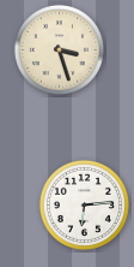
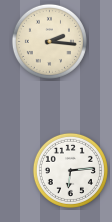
clock at (59, 49): 3:27 -> 2:16
